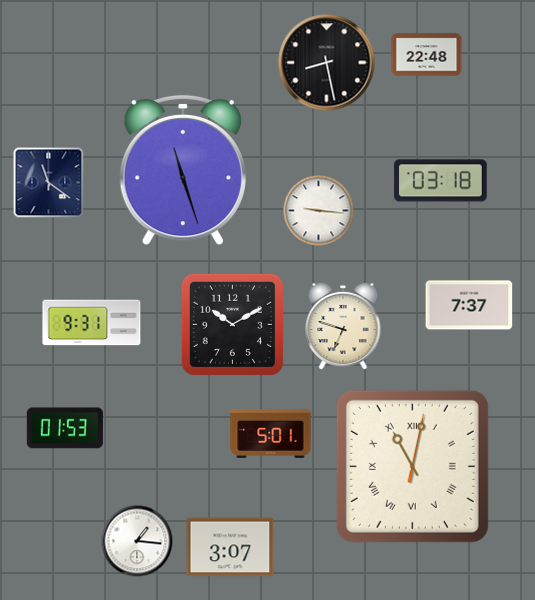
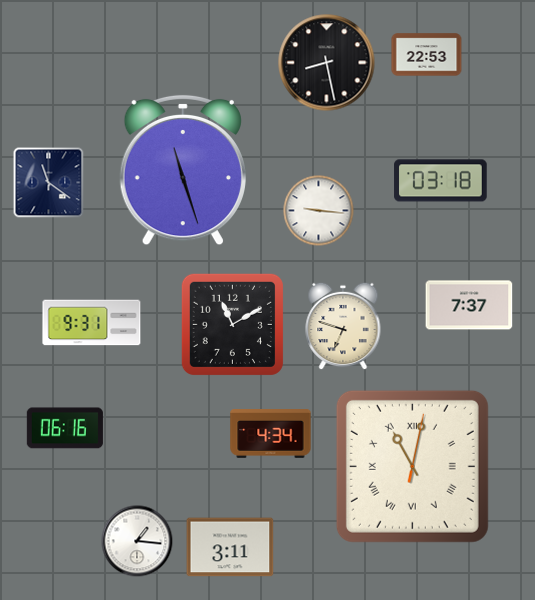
clock at (427, 55): 22:48 -> 22:53
clock at (232, 324): 10:10 -> 11:10
clock at (65, 428): 01:53 -> 06:16
clock at (271, 434): 5:01 -> 4:34
clock at (230, 547): 3:07 -> 3:11
